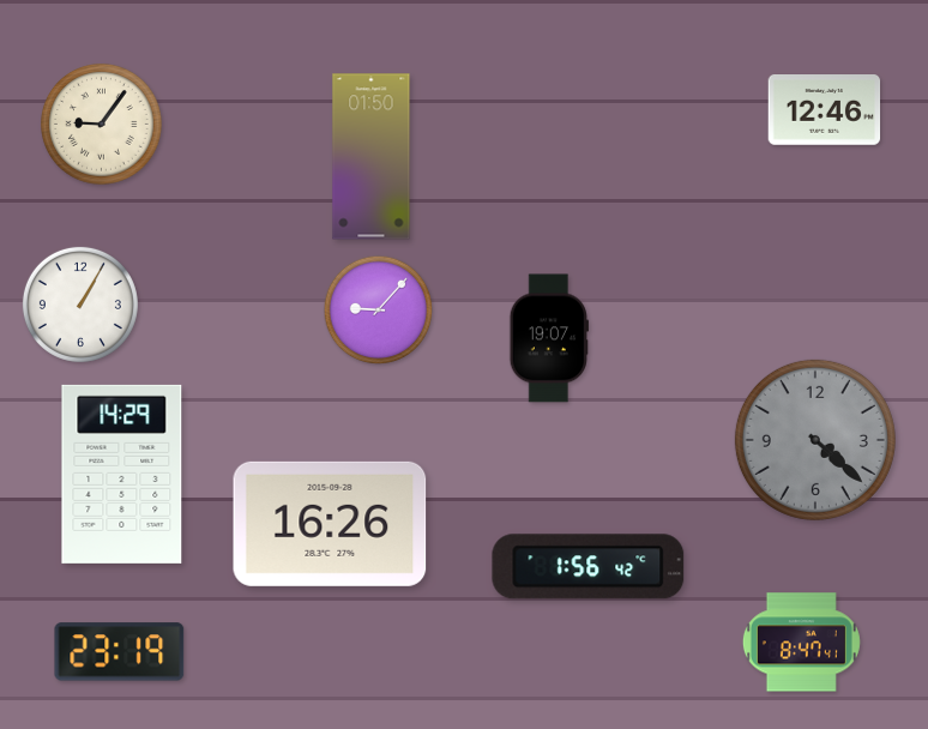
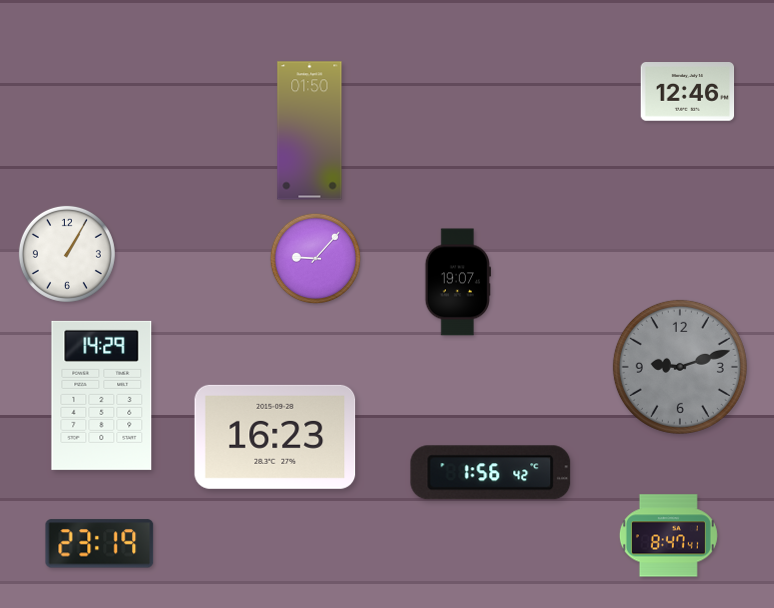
clock at (102, 125): 9:06 -> none
clock at (815, 440): 4:22 -> 9:12
clock at (330, 524): 16:26 -> 16:23
